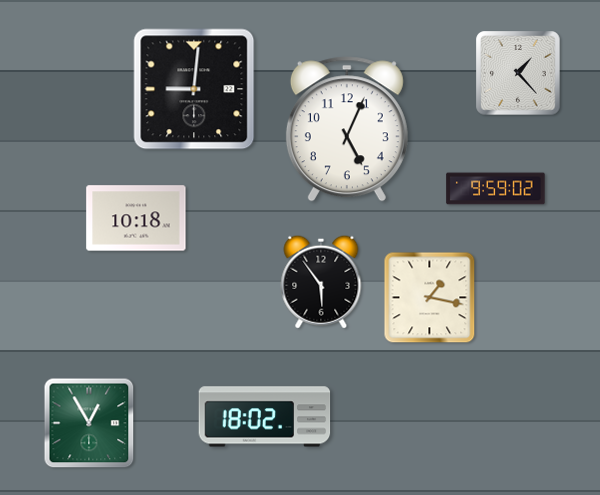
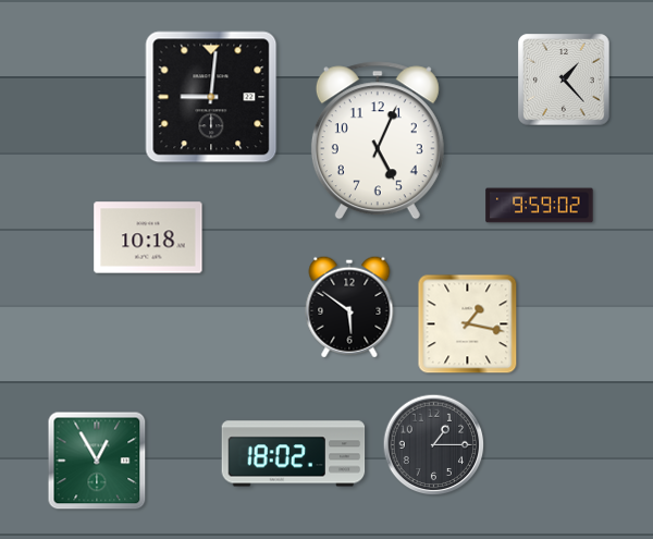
clock at (321, 282): 5:54 -> 5:51
clock at (434, 445): none -> 1:15
clock at (265, 417) position: (265, 417) -> (294, 454)
